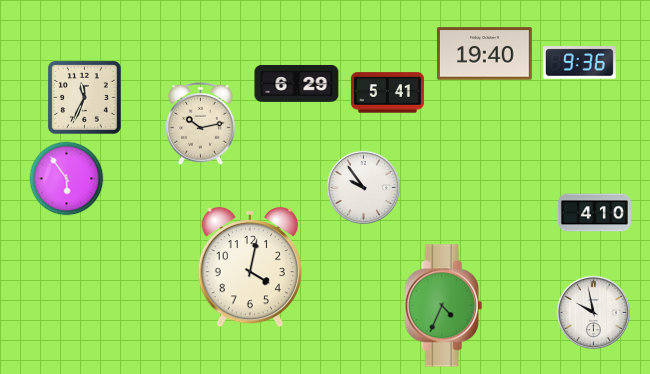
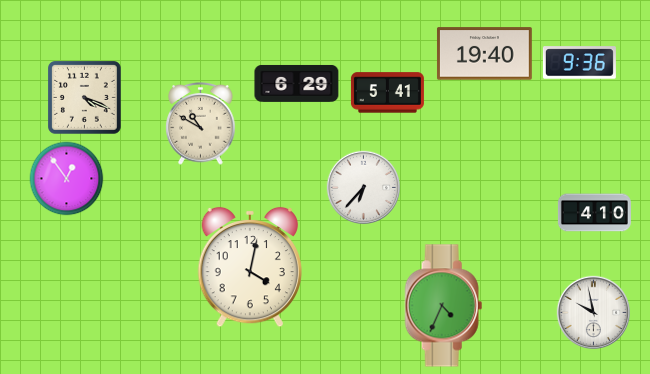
clock at (85, 98): 11:34 -> 4:19
clock at (201, 124): 10:13 -> 10:50
clock at (67, 179): 5:54 -> 12:54
clock at (363, 187): 9:54 -> 6:37
